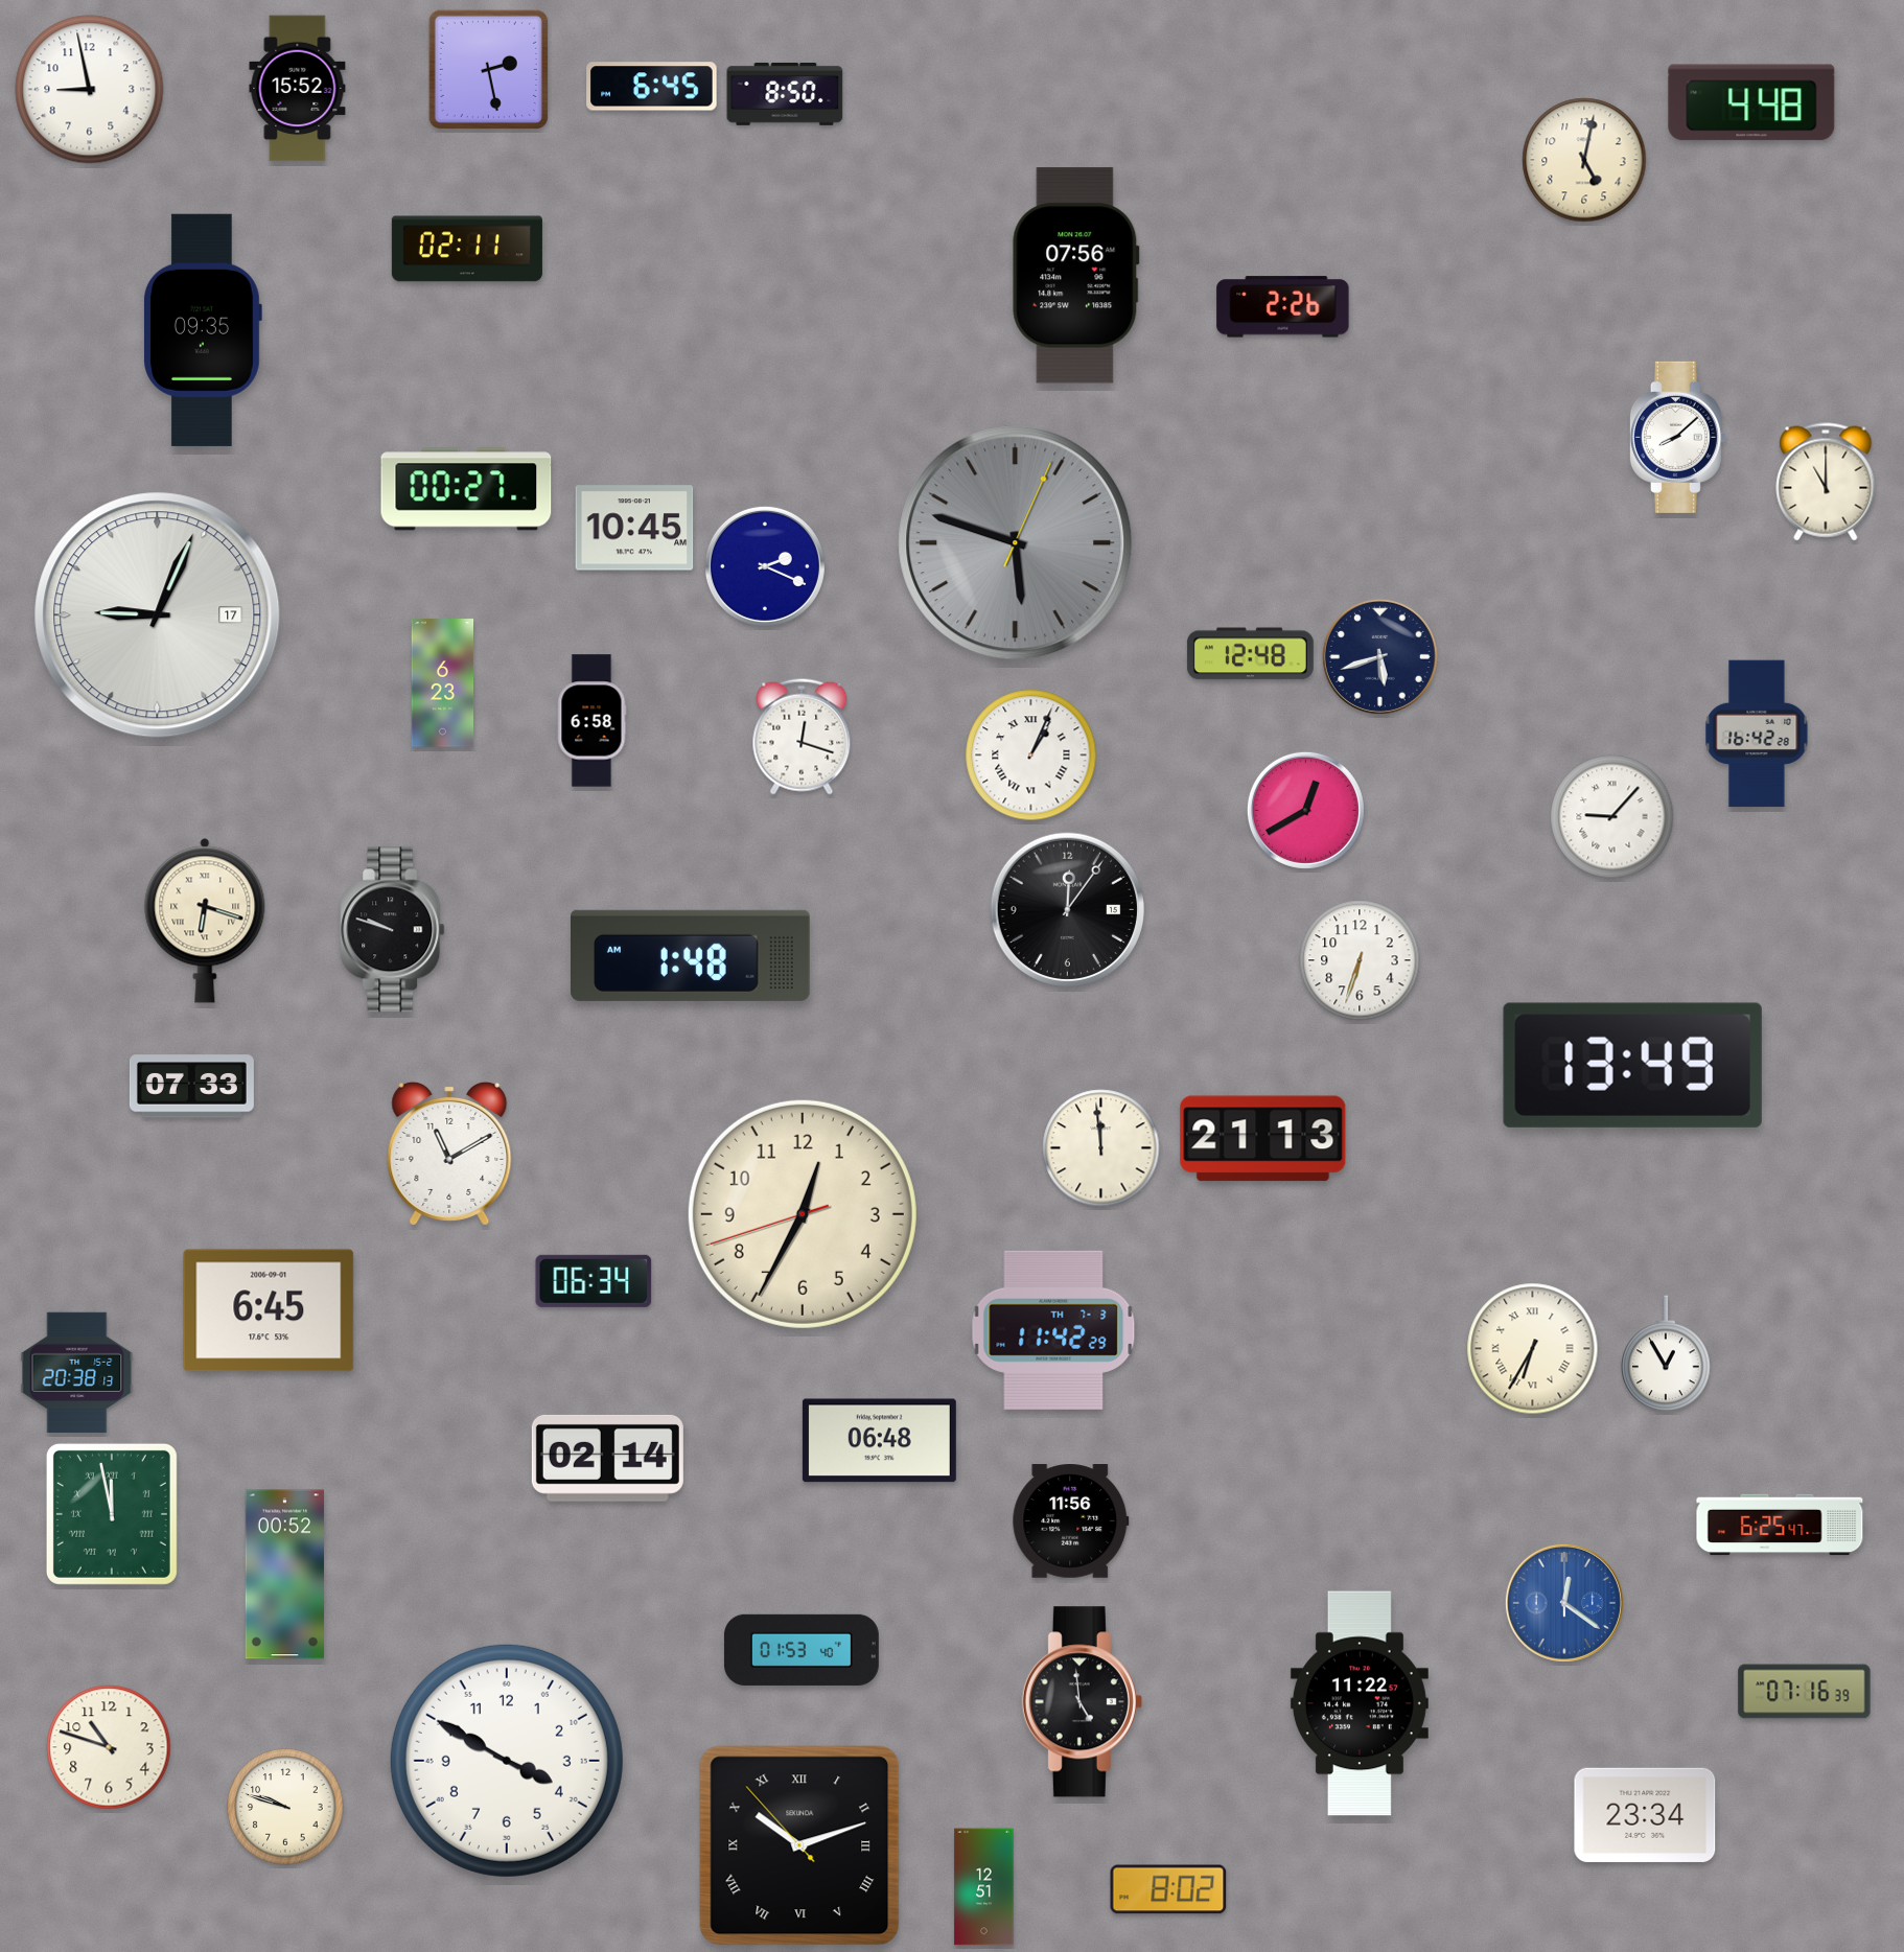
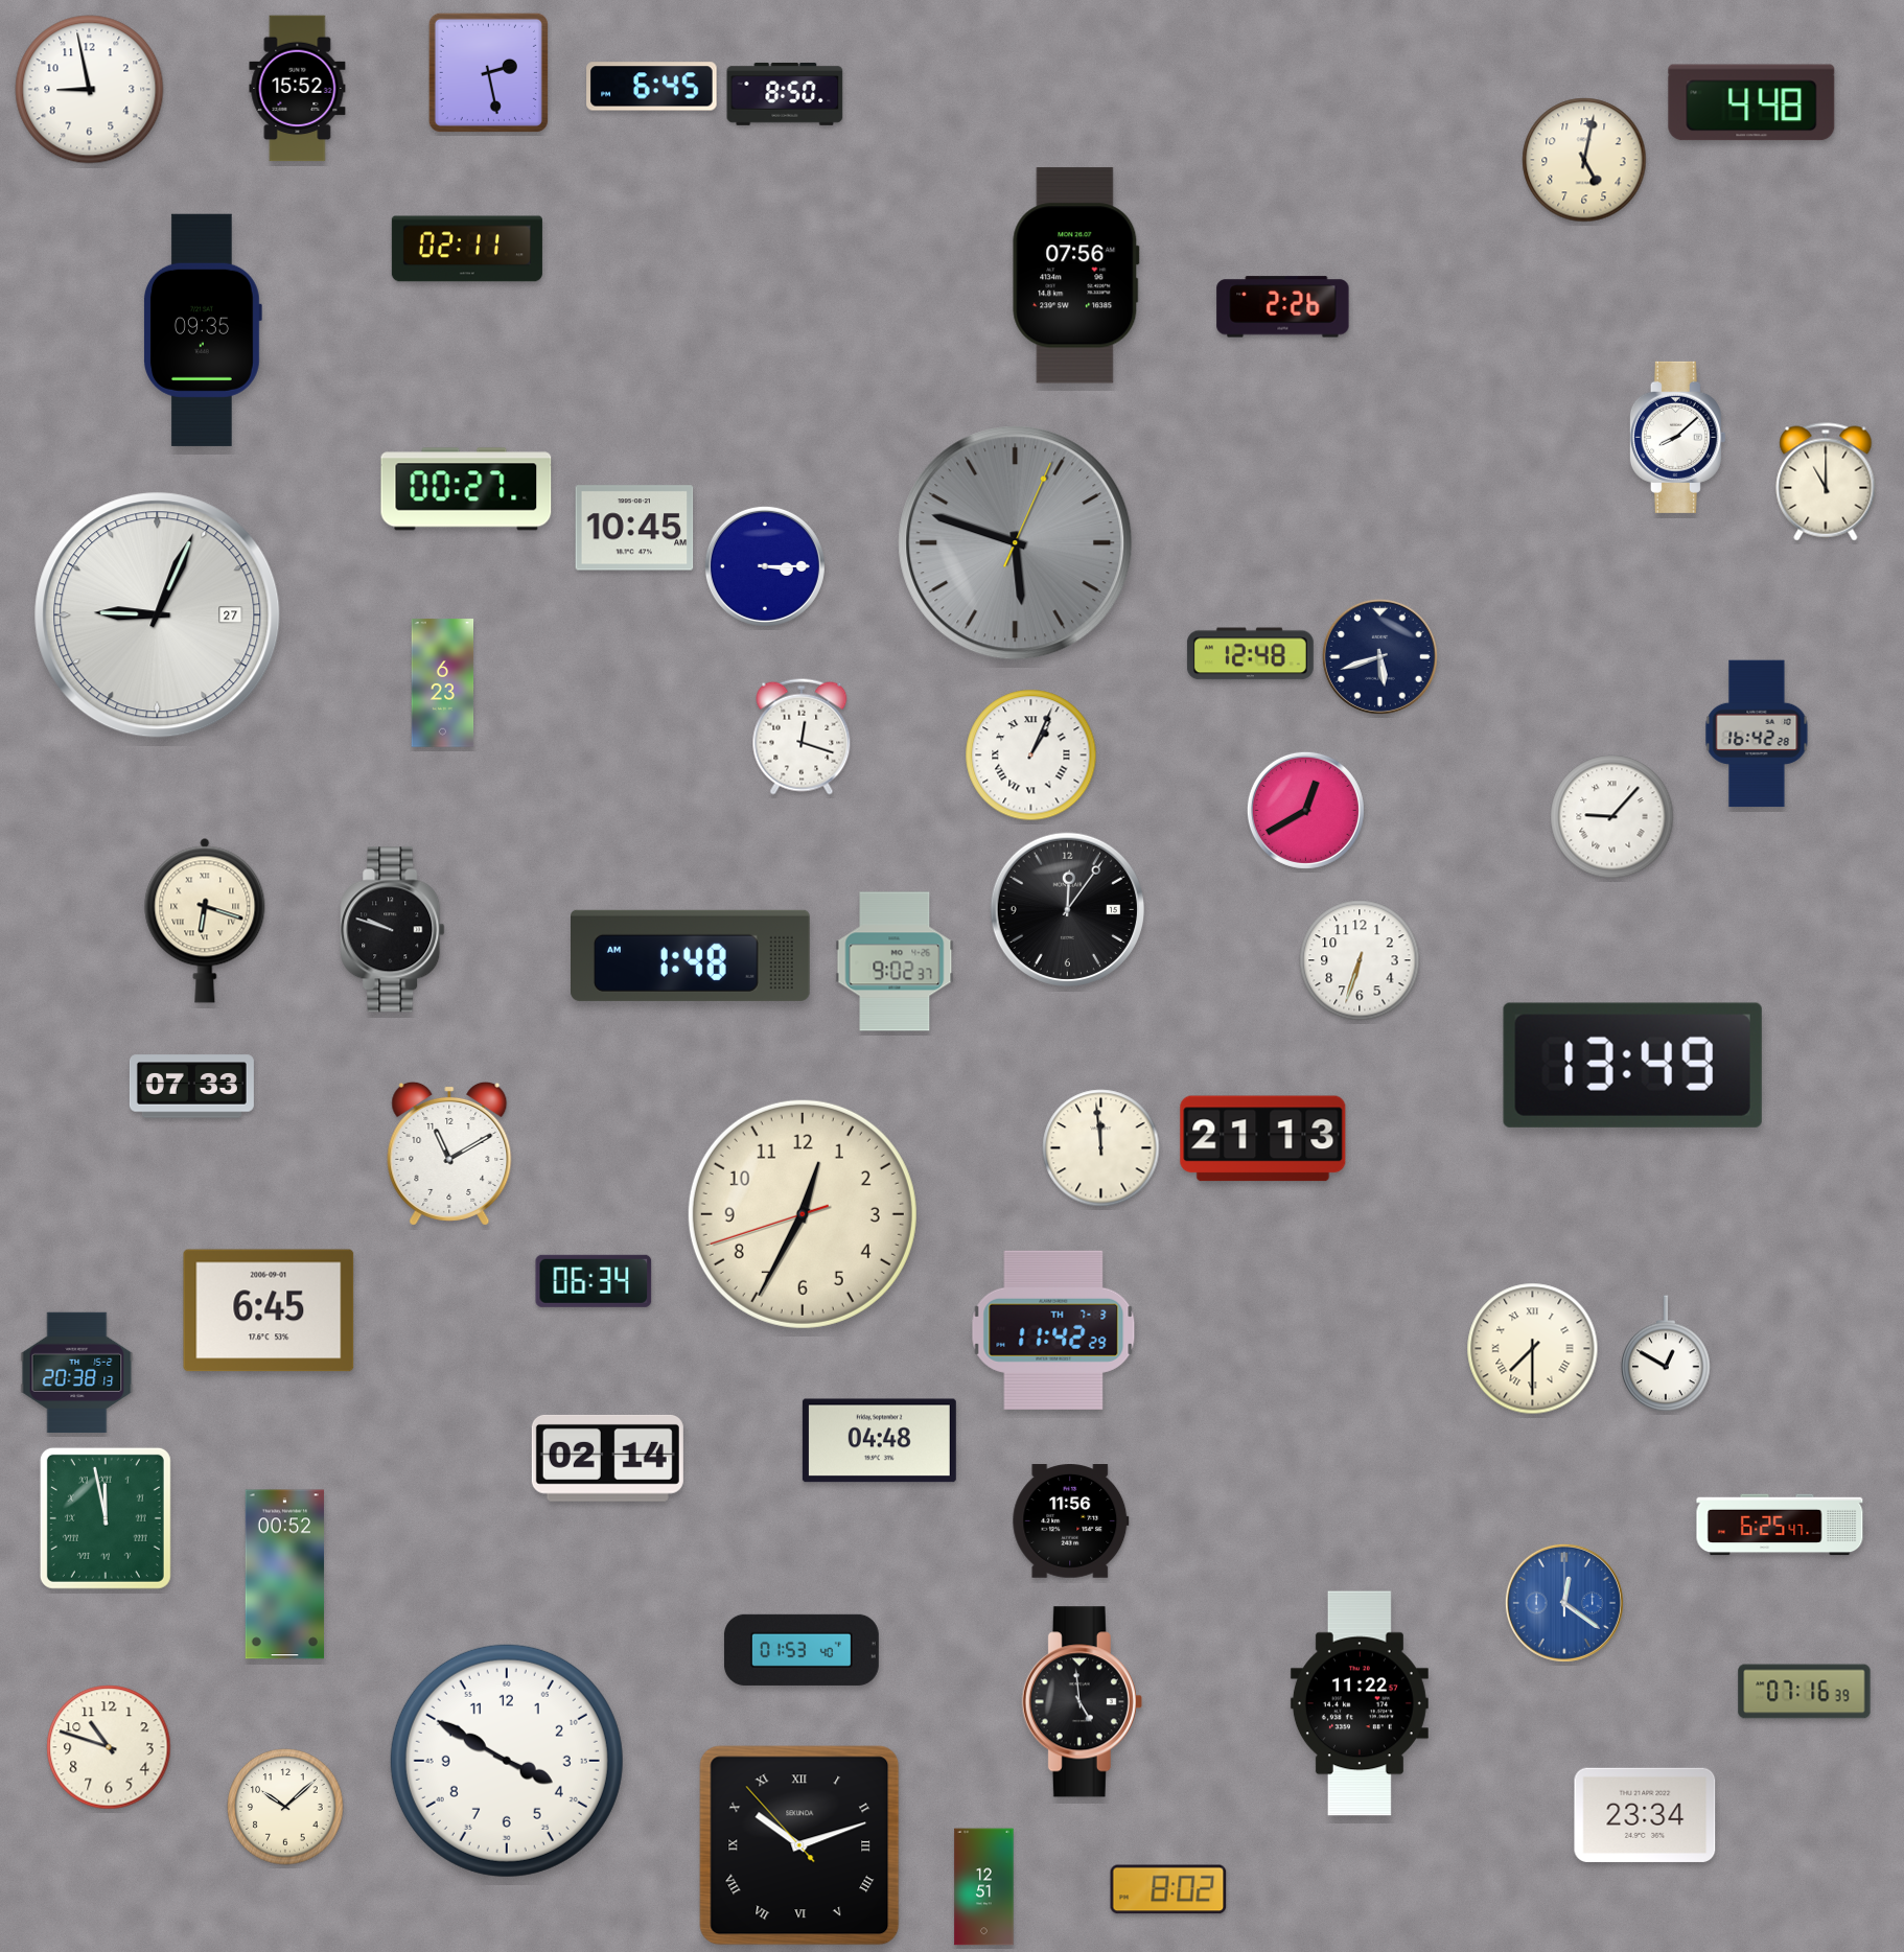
clock at (488, 69) position: (488, 69) -> (488, 72)
clock at (765, 566): 2:19 -> 3:15
clock at (158, 615) date: 17 -> 27
clock at (591, 721): 6:58 -> none
clock at (895, 961): none -> 9:02
clock at (1533, 1349): 6:35 -> 7:30
clock at (1666, 1354): 12:55 -> 12:50
clock at (879, 1441): 06:48 -> 04:48
clock at (112, 1514) position: (112, 1514) -> (106, 1518)
clock at (285, 1807): 9:48 -> 10:08
